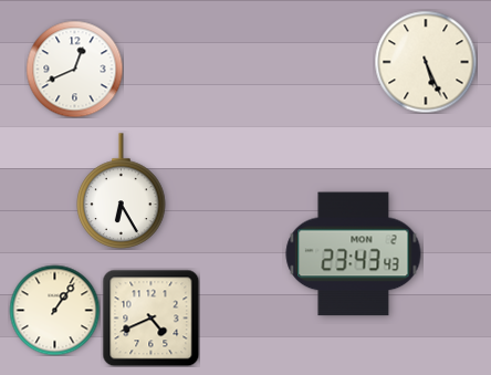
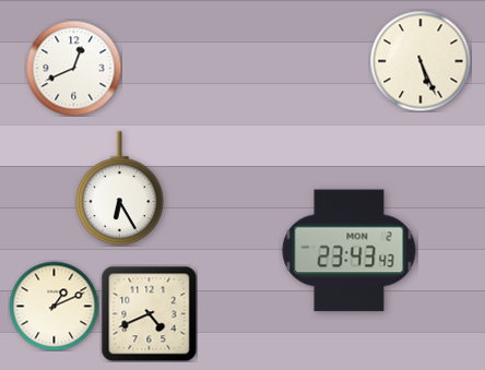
clock at (54, 310): 1:06 -> 1:11
